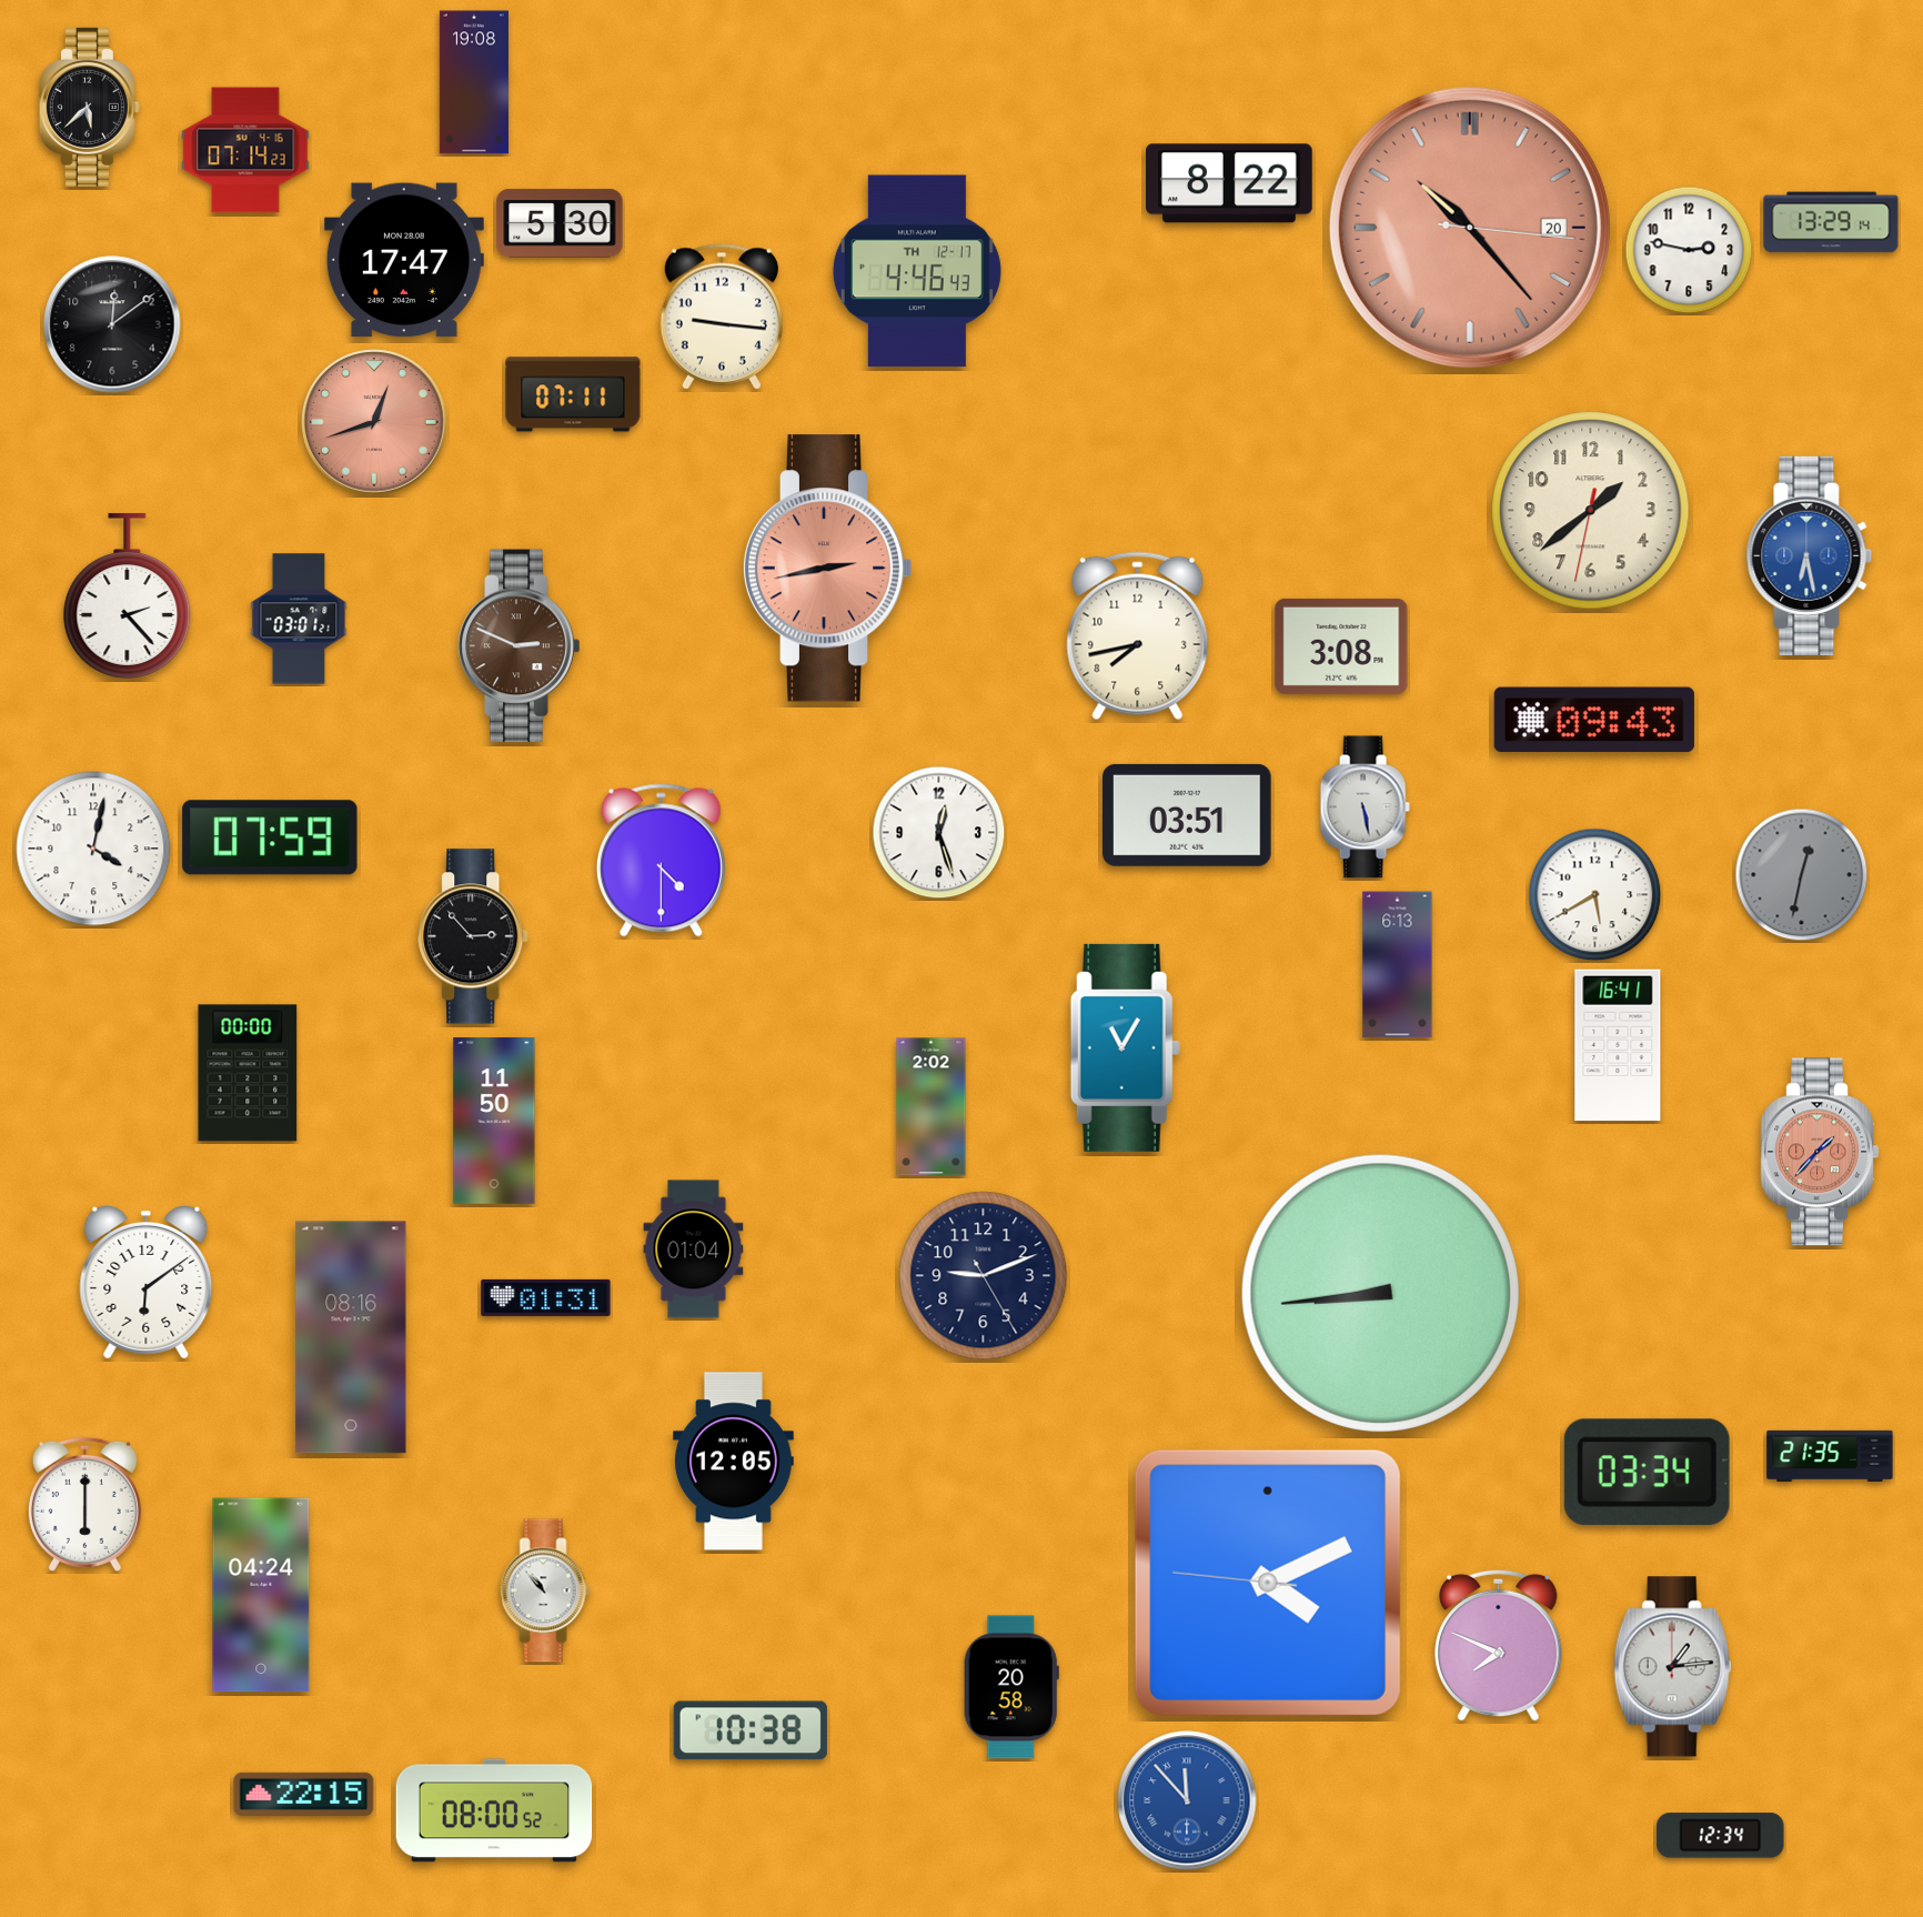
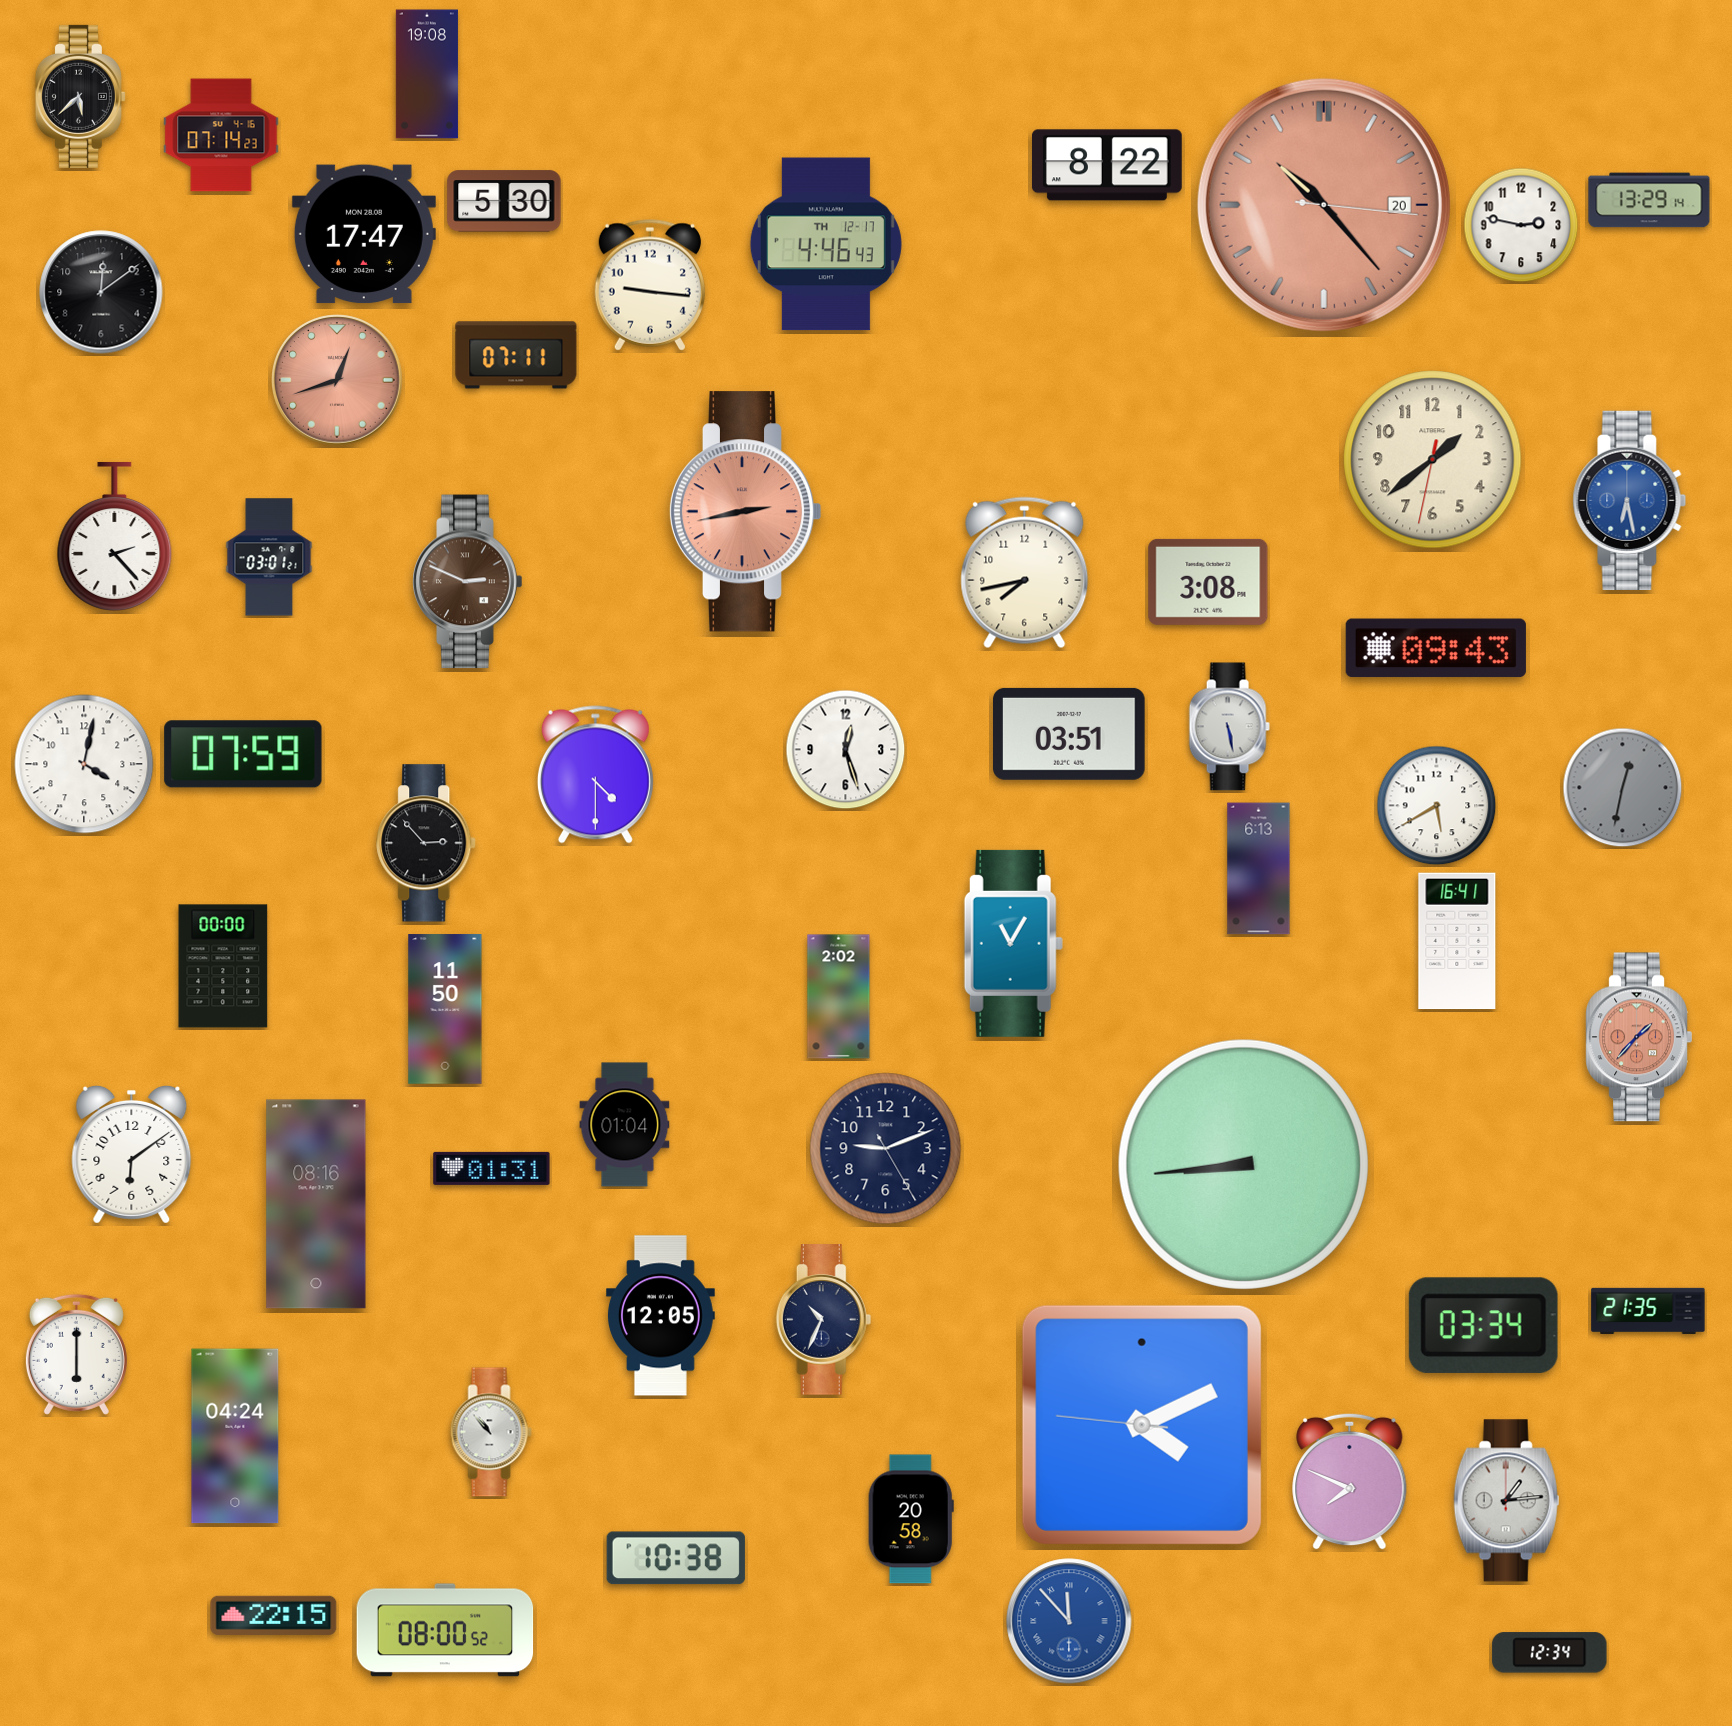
clock at (824, 1320): none -> 10:34
